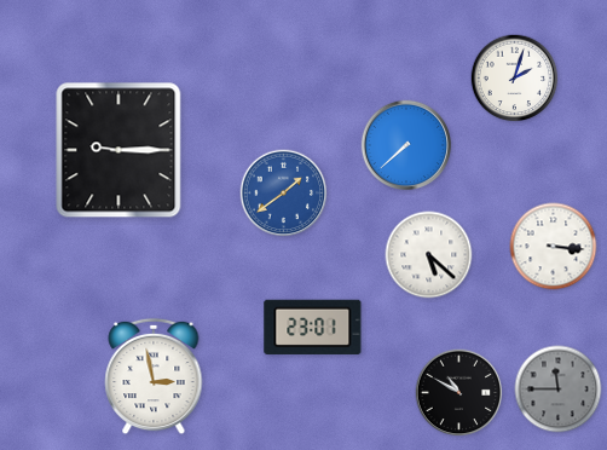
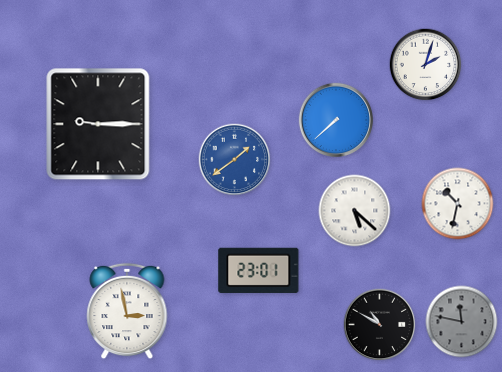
clock at (554, 247): 3:16 -> 10:32
clock at (559, 390): 11:45 -> 11:47
